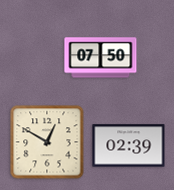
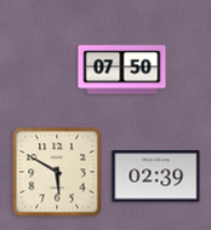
clock at (47, 142): 12:50 -> 5:50
